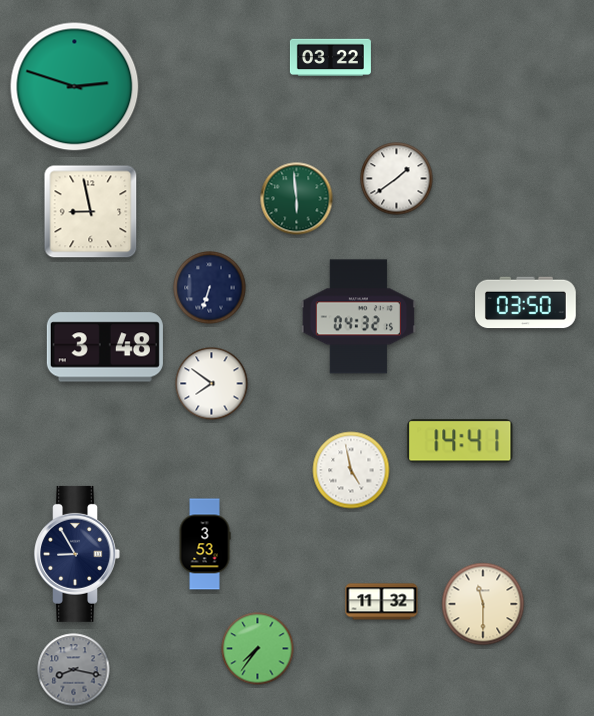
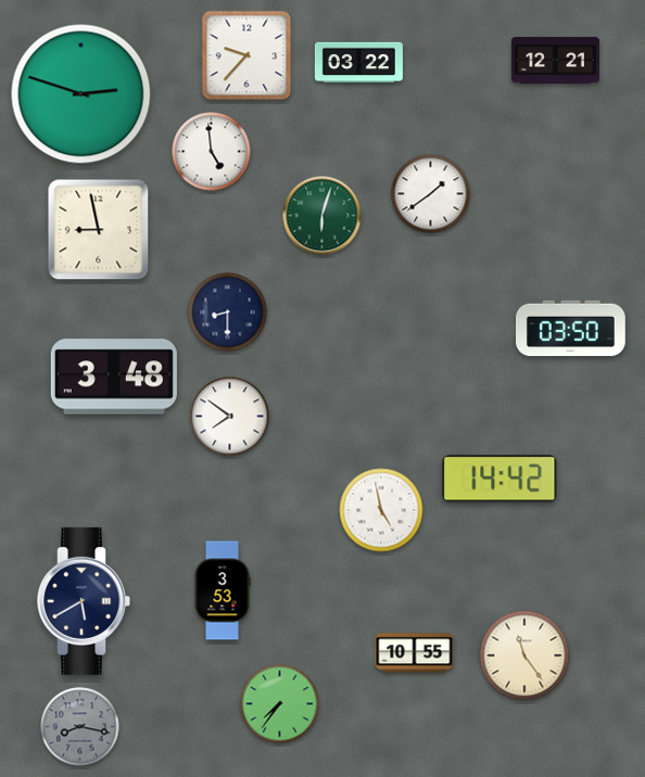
clock at (246, 55): none -> 9:37
clock at (555, 61): none -> 12:21
clock at (212, 152): none -> 4:59
clock at (297, 199): 5:59 -> 6:03
clock at (210, 288): 6:33 -> 8:30
clock at (358, 317): 04:32 -> none
clock at (460, 441): 14:41 -> 14:42
clock at (77, 554): 8:55 -> 5:40
clock at (382, 602): 11:32 -> 10:55
clock at (483, 604): 11:30 -> 11:24
